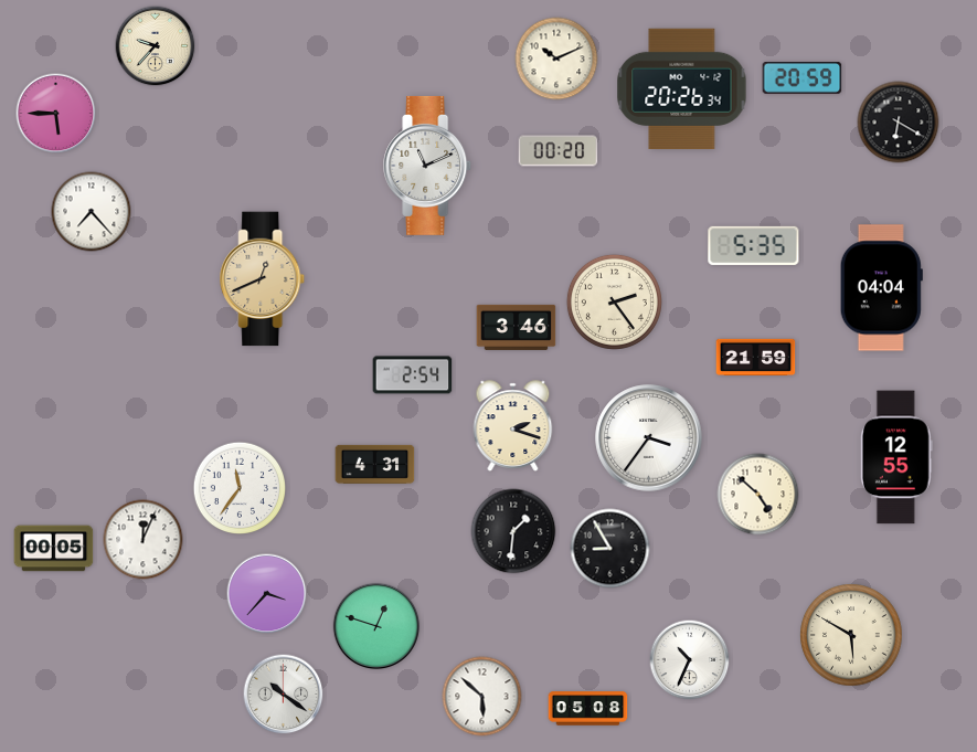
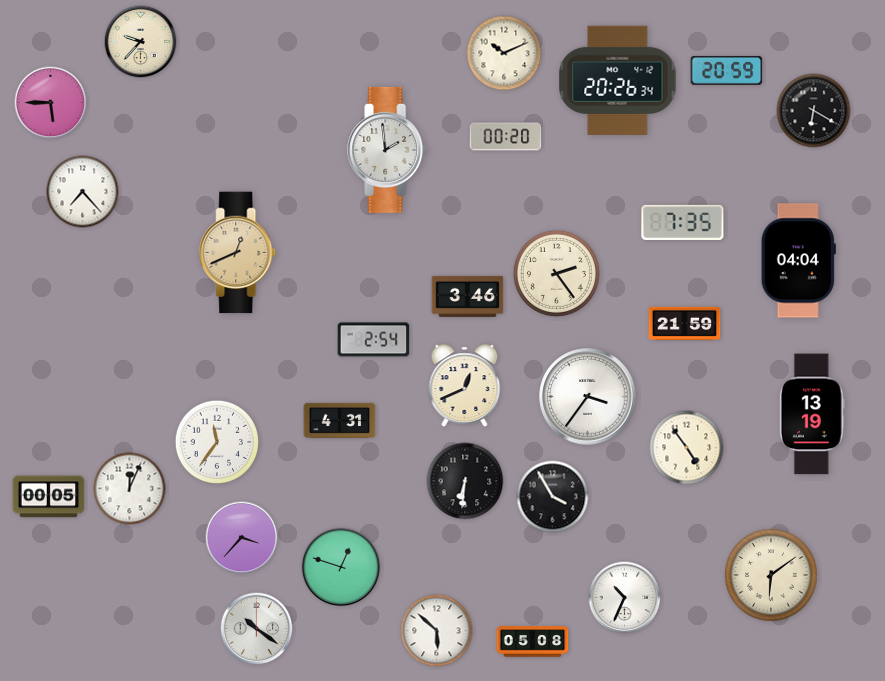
clock at (428, 166): 11:11 -> 1:59
clock at (754, 245): 5:35 -> 7:35
clock at (513, 426): 2:18 -> 12:41
clock at (896, 457): 12:55 -> 13:19
clock at (758, 495): 4:52 -> 4:54
clock at (513, 531): 1:31 -> 6:31
clock at (610, 549): 8:55 -> 3:55
clock at (851, 635): 5:50 -> 6:09
